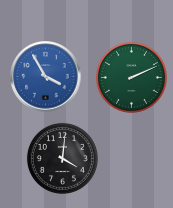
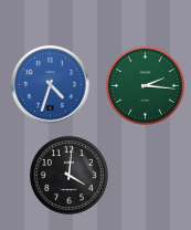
clock at (46, 77): 3:55 -> 4:33
clock at (131, 77): 2:11 -> 2:16
